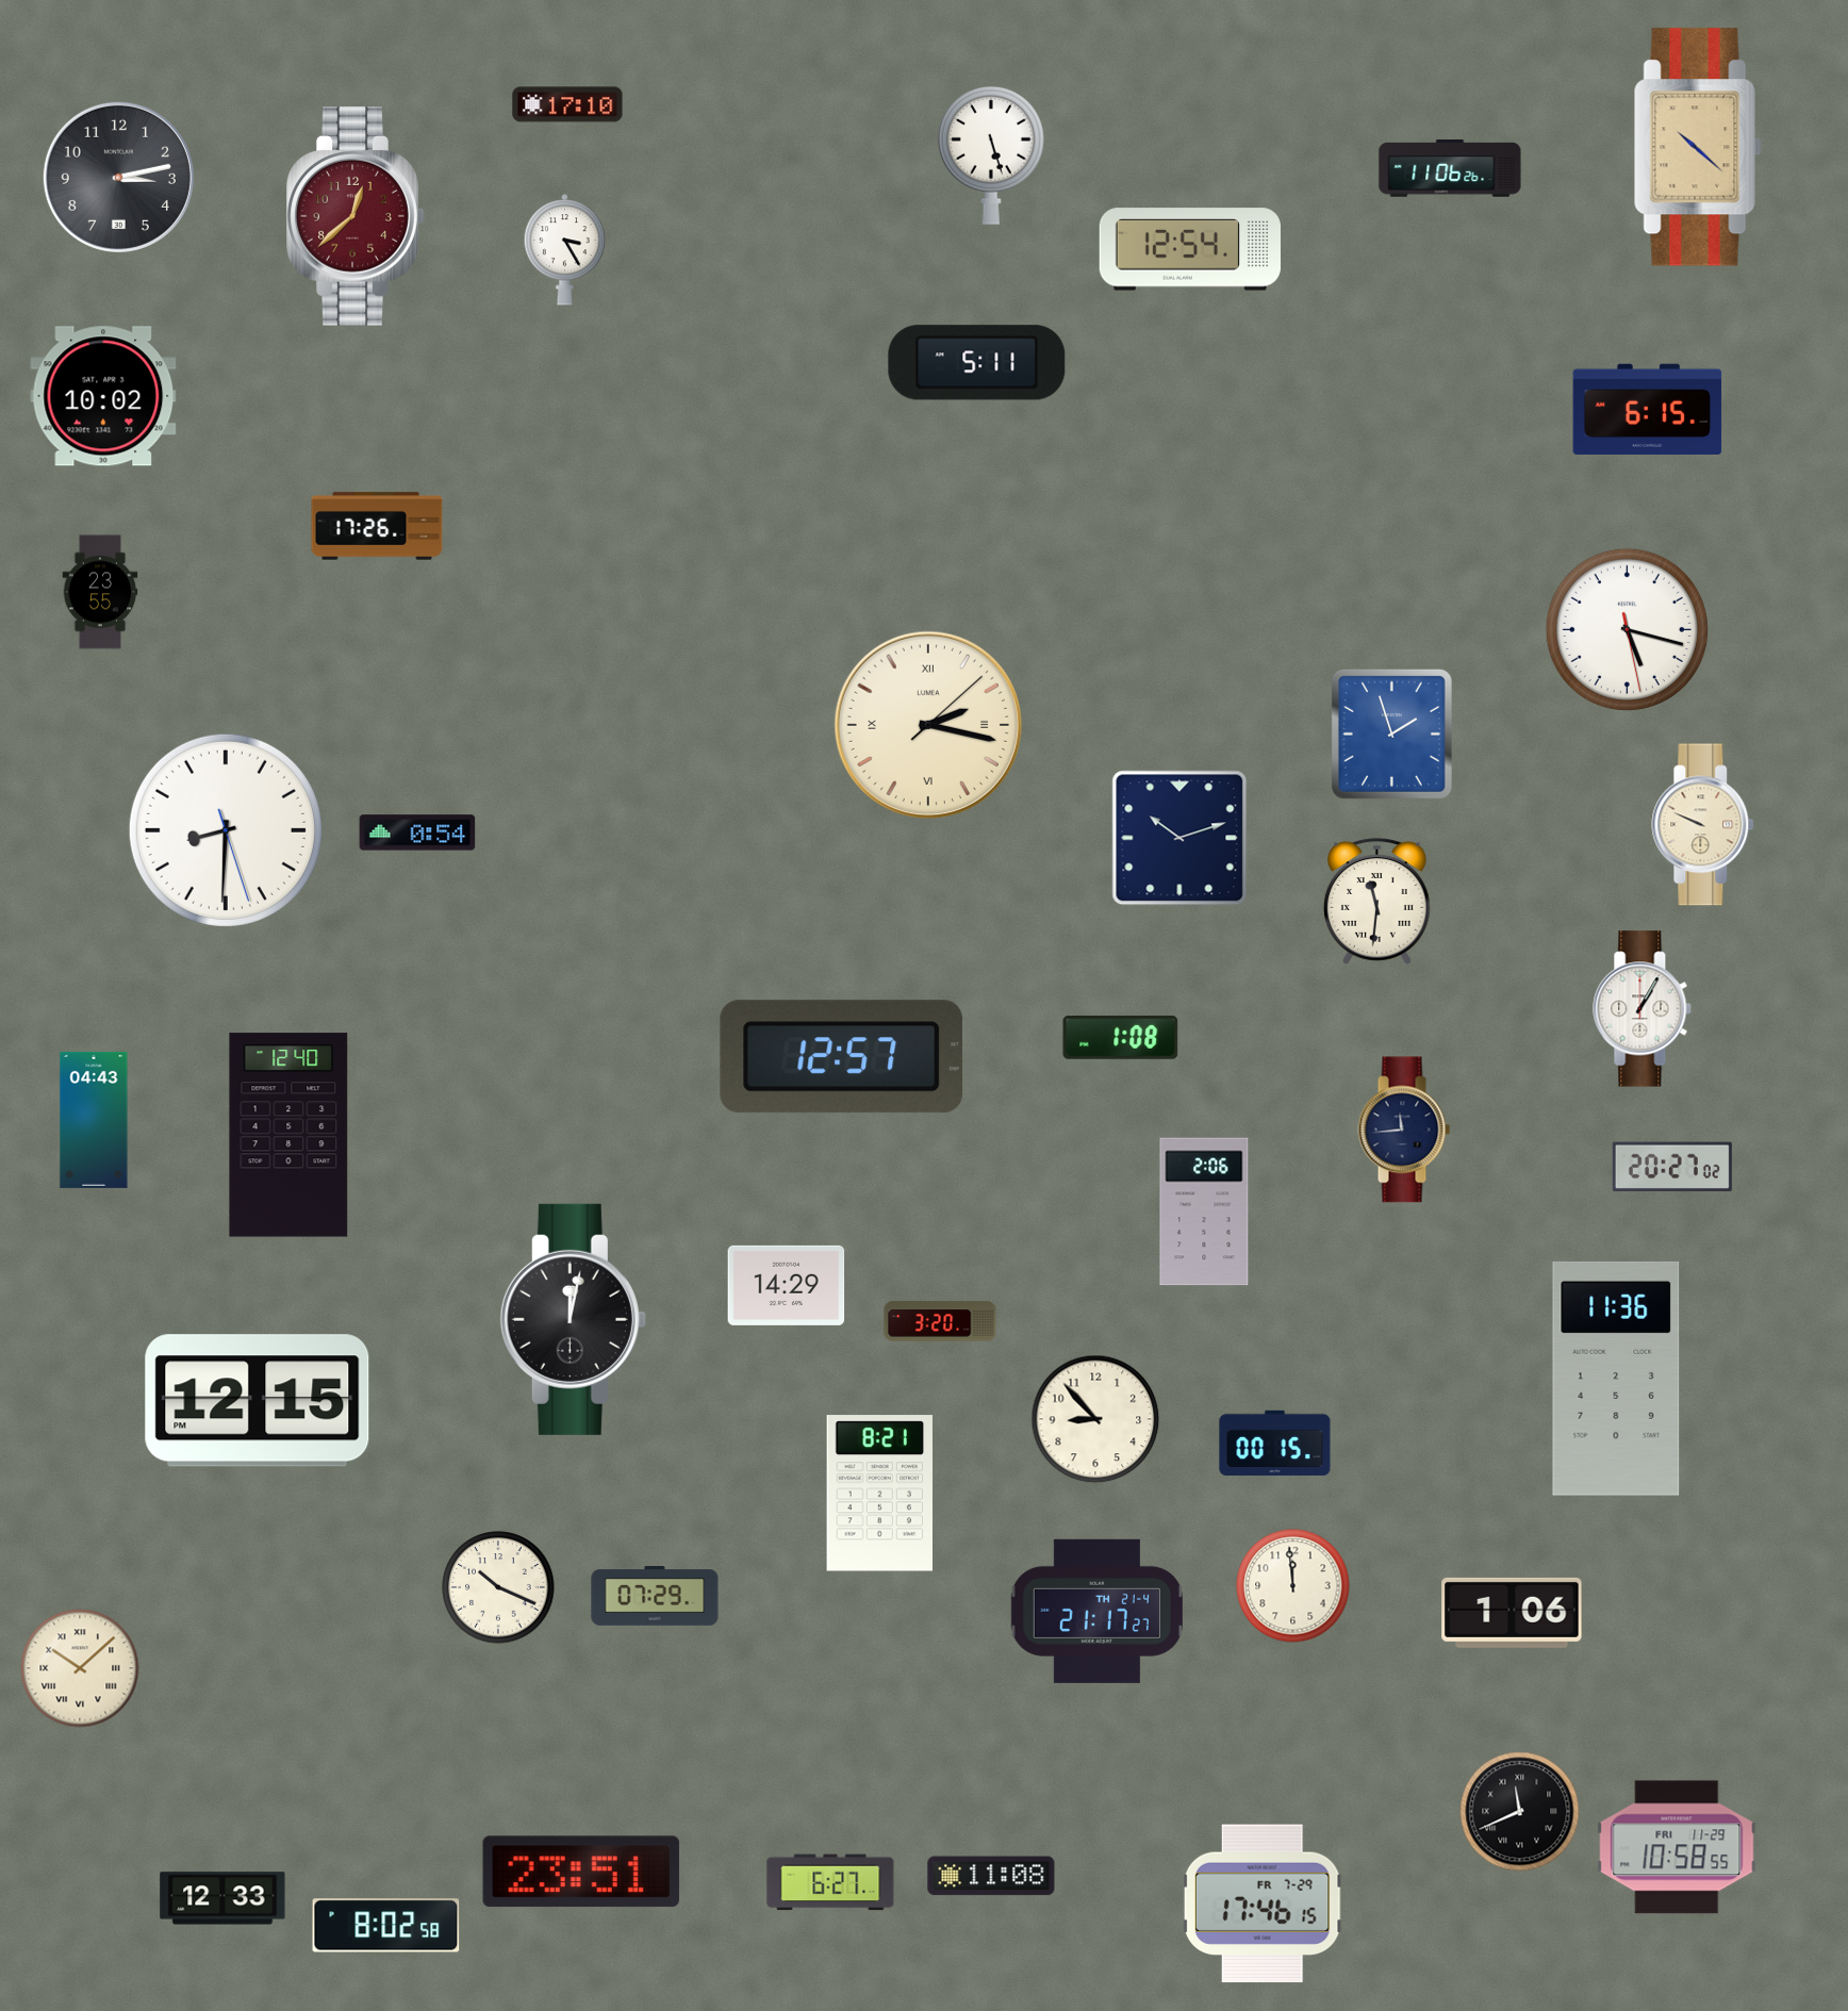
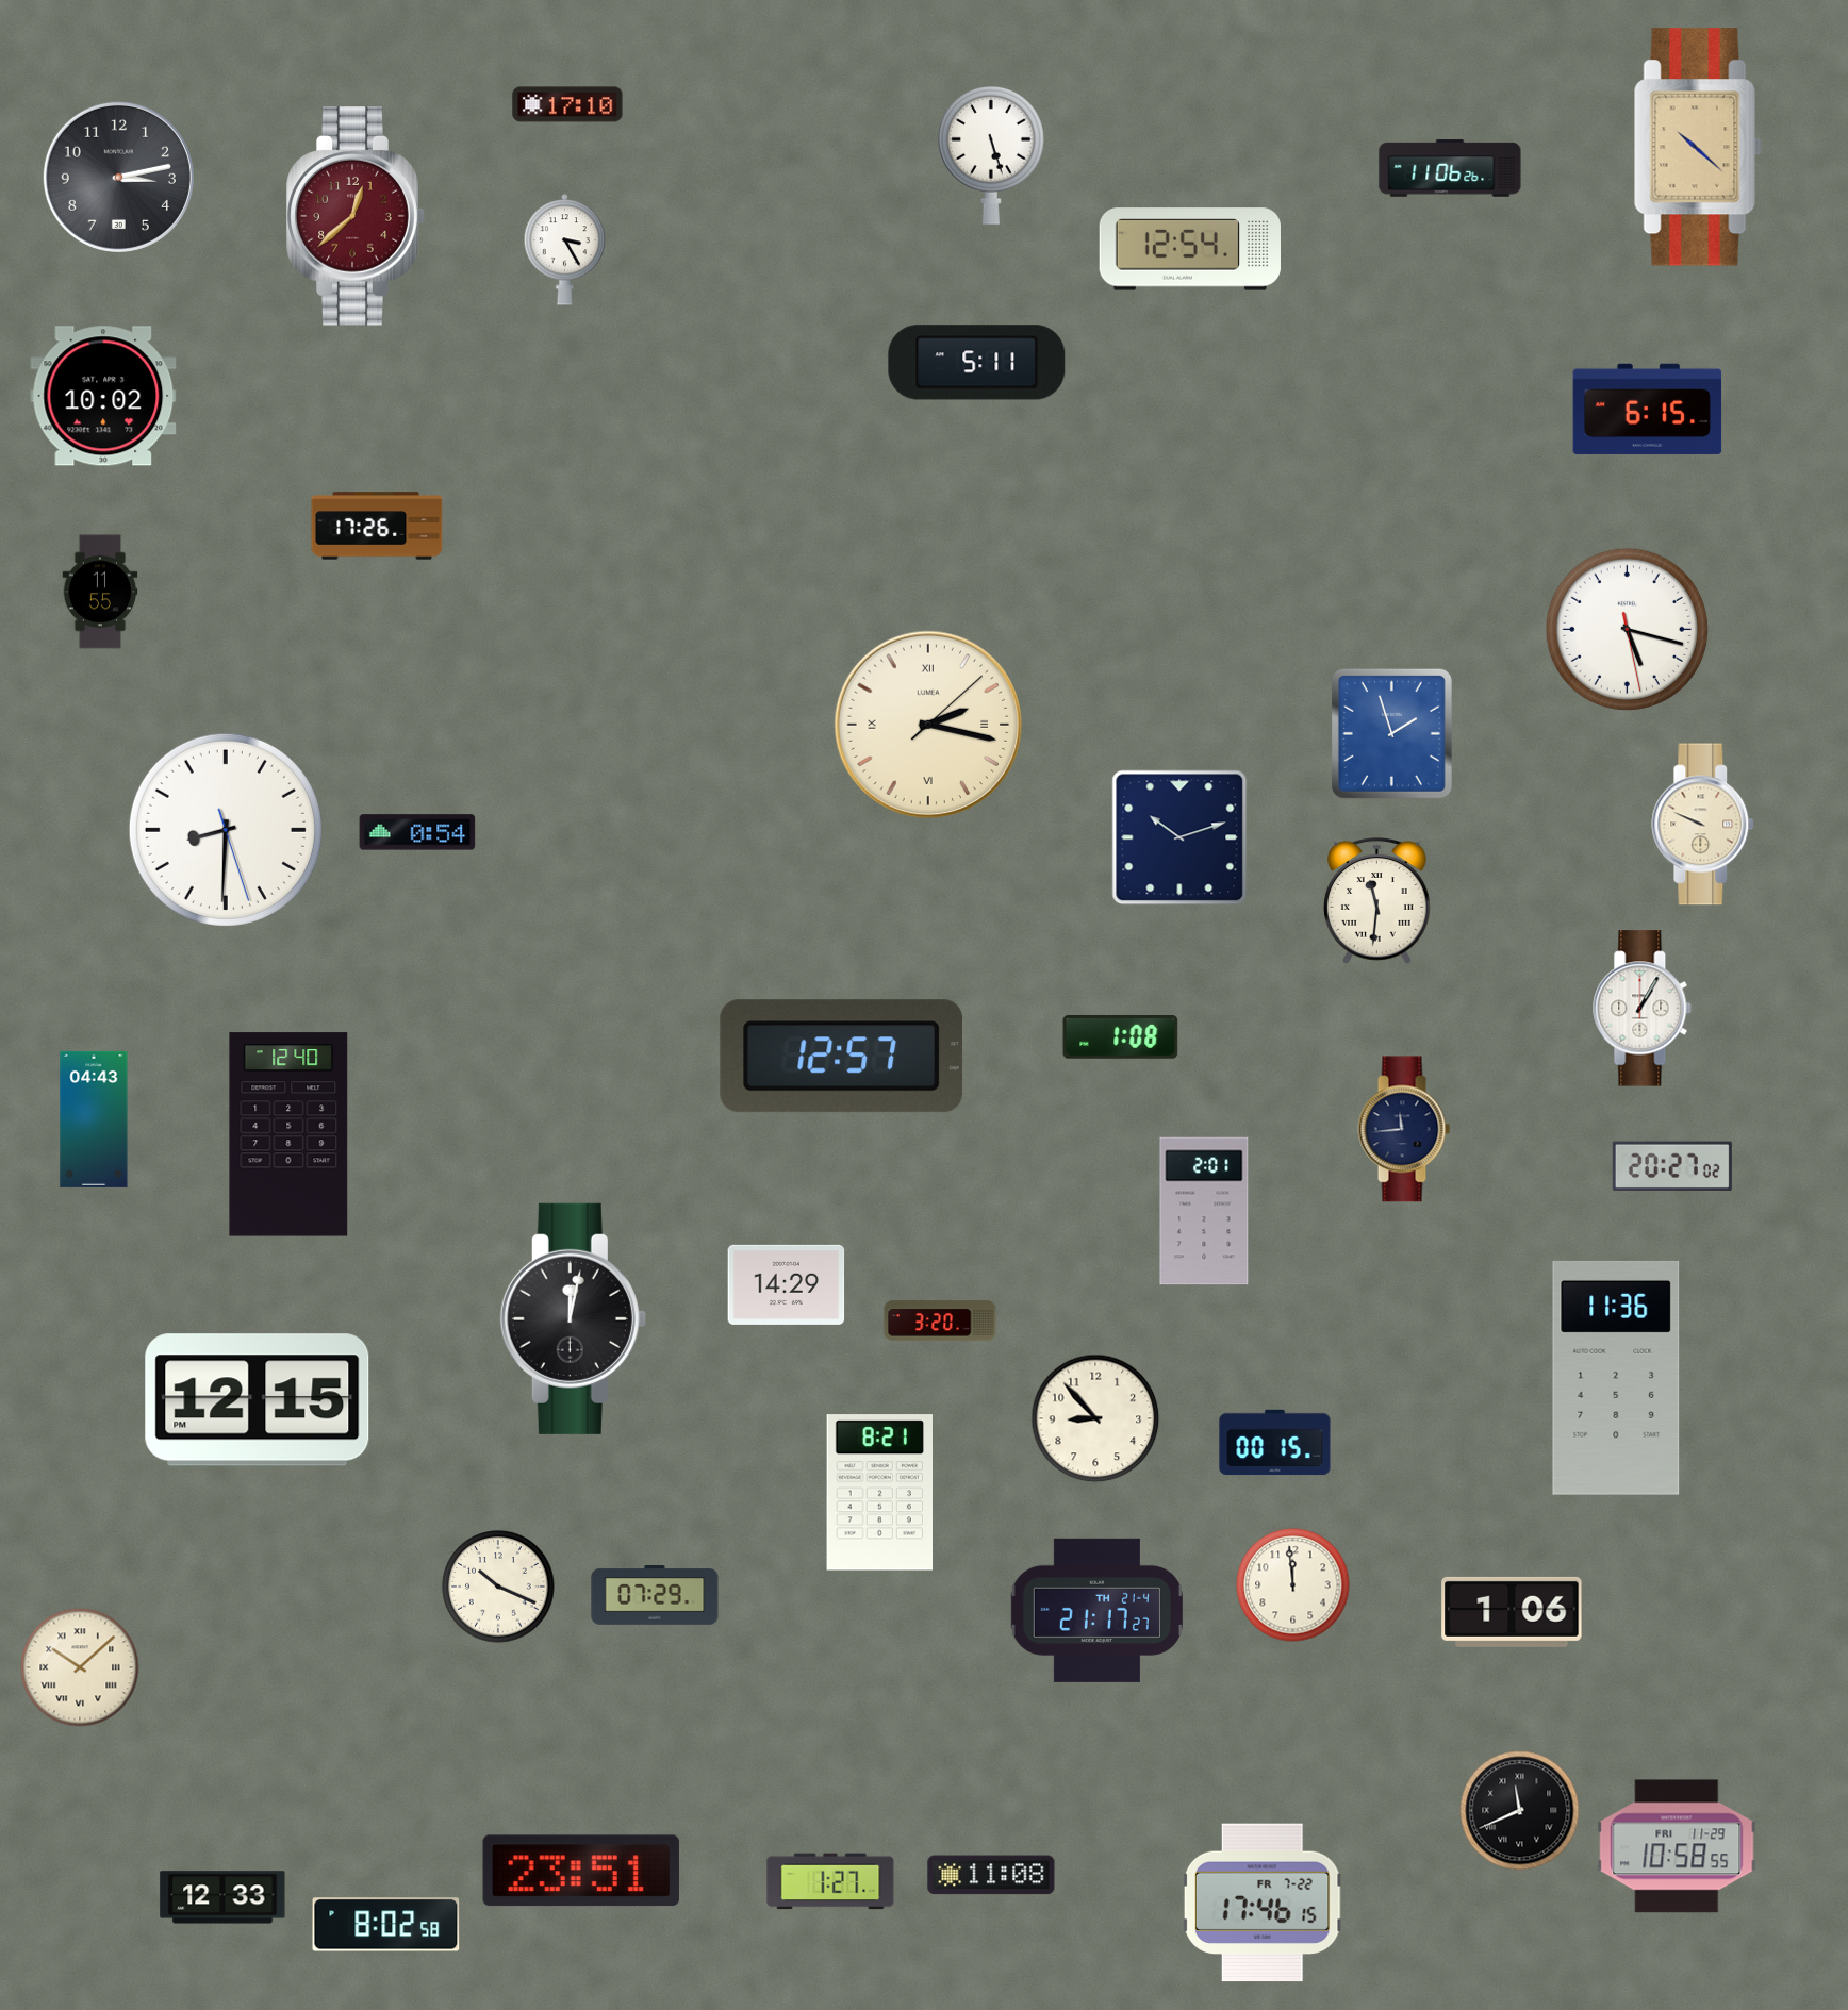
clock at (100, 592): 23:55 -> 11:55
clock at (1204, 1211): 2:06 -> 2:01
clock at (830, 1882): 6:27 -> 1:27
clock at (1263, 1903) date: FR 7-29 -> FR 7-22
